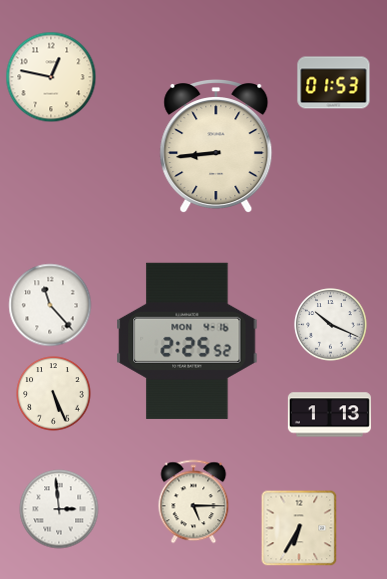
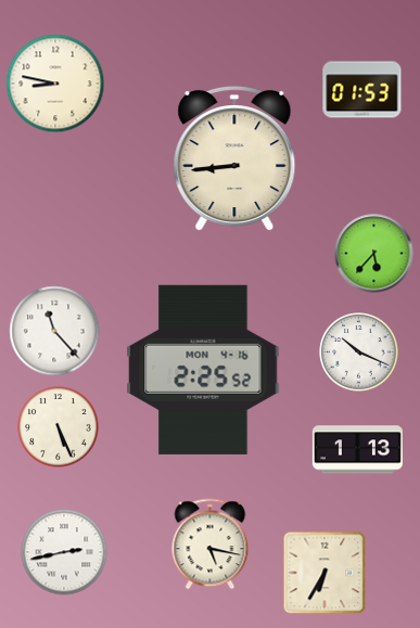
clock at (51, 77): 12:47 -> 8:47
clock at (374, 254): none -> 5:37
clock at (194, 502): 5:15 -> 5:17
clock at (59, 509): 2:59 -> 2:43
